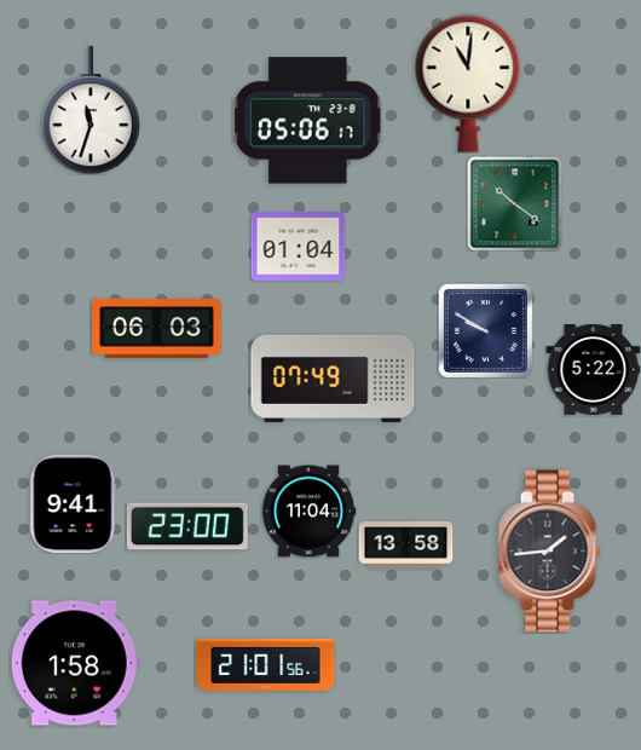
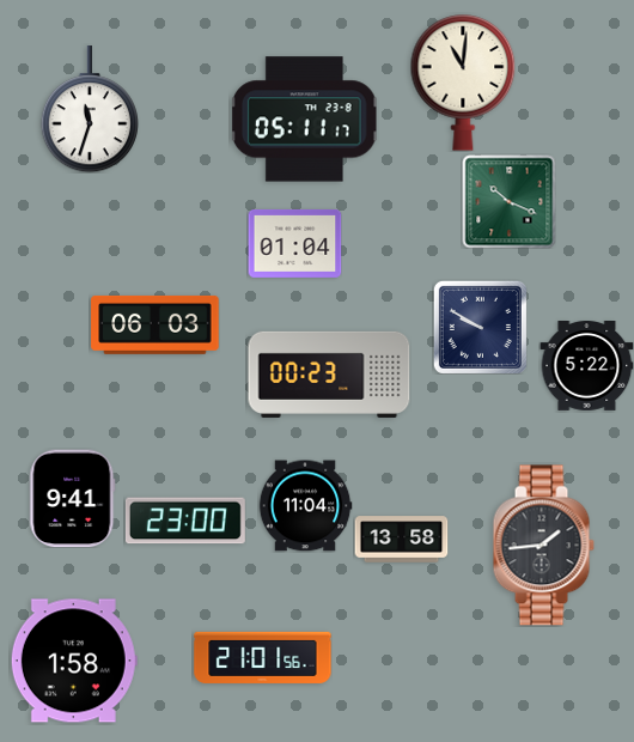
clock at (307, 121): 05:06 -> 05:11
clock at (514, 203): 10:21 -> 10:19
clock at (333, 379): 07:49 -> 00:23
clock at (75, 663) position: (75, 663) -> (74, 661)
